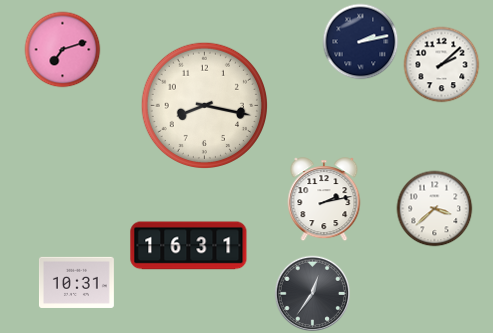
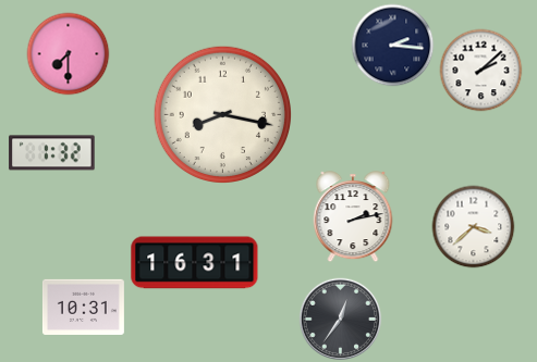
clock at (361, 42): 2:13 -> 2:16
clock at (63, 50): 7:12 -> 7:30
clock at (52, 153): none -> 1:32
clock at (189, 246) position: (189, 246) -> (195, 263)
